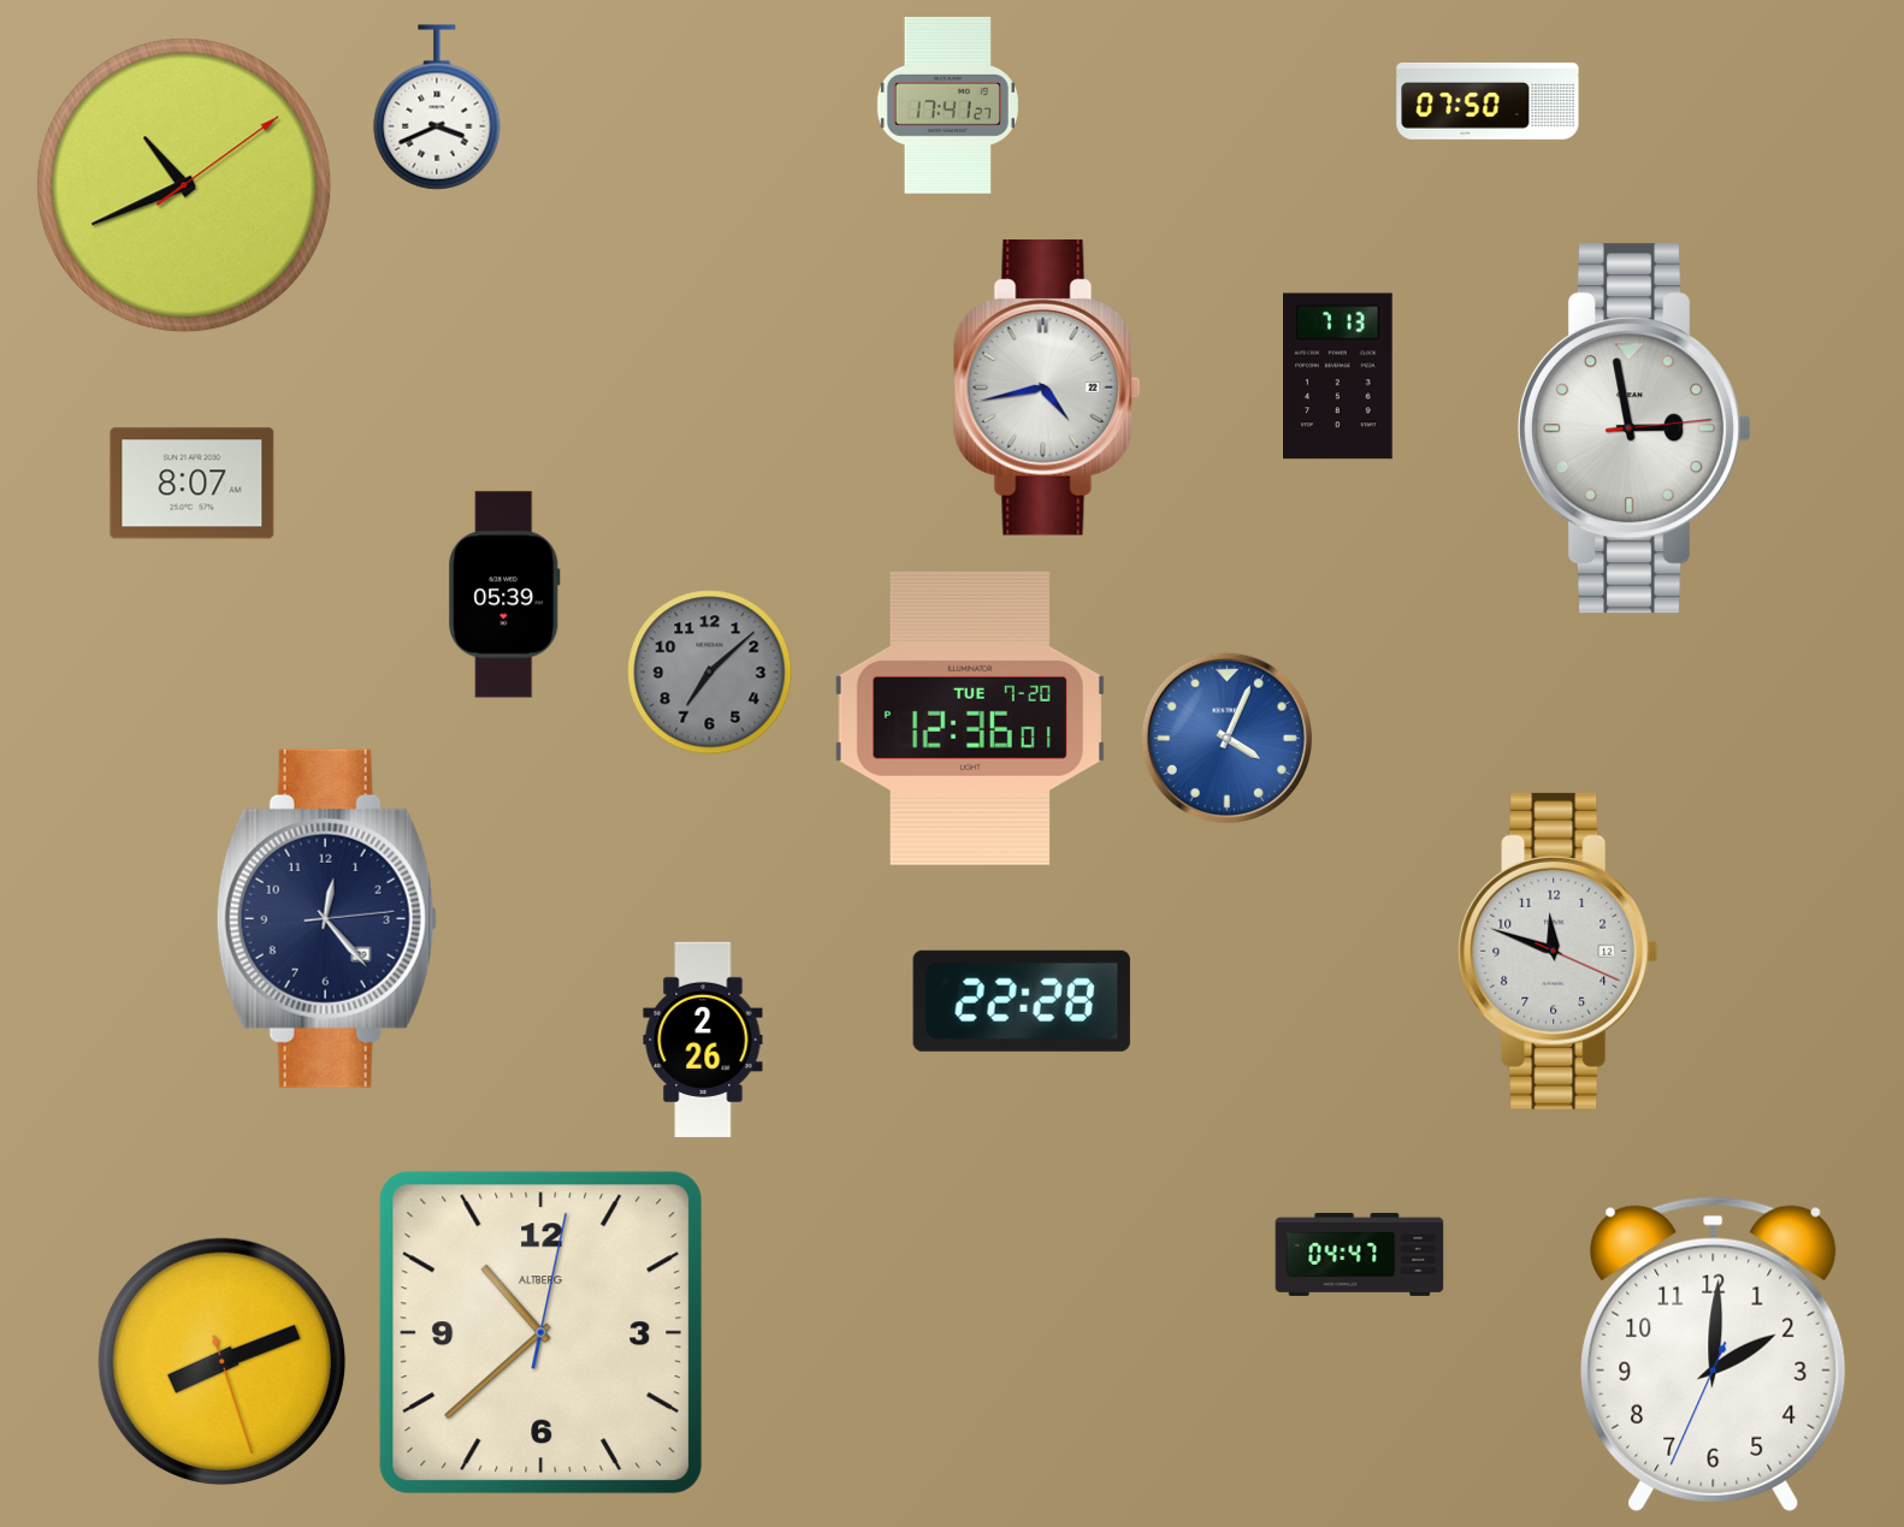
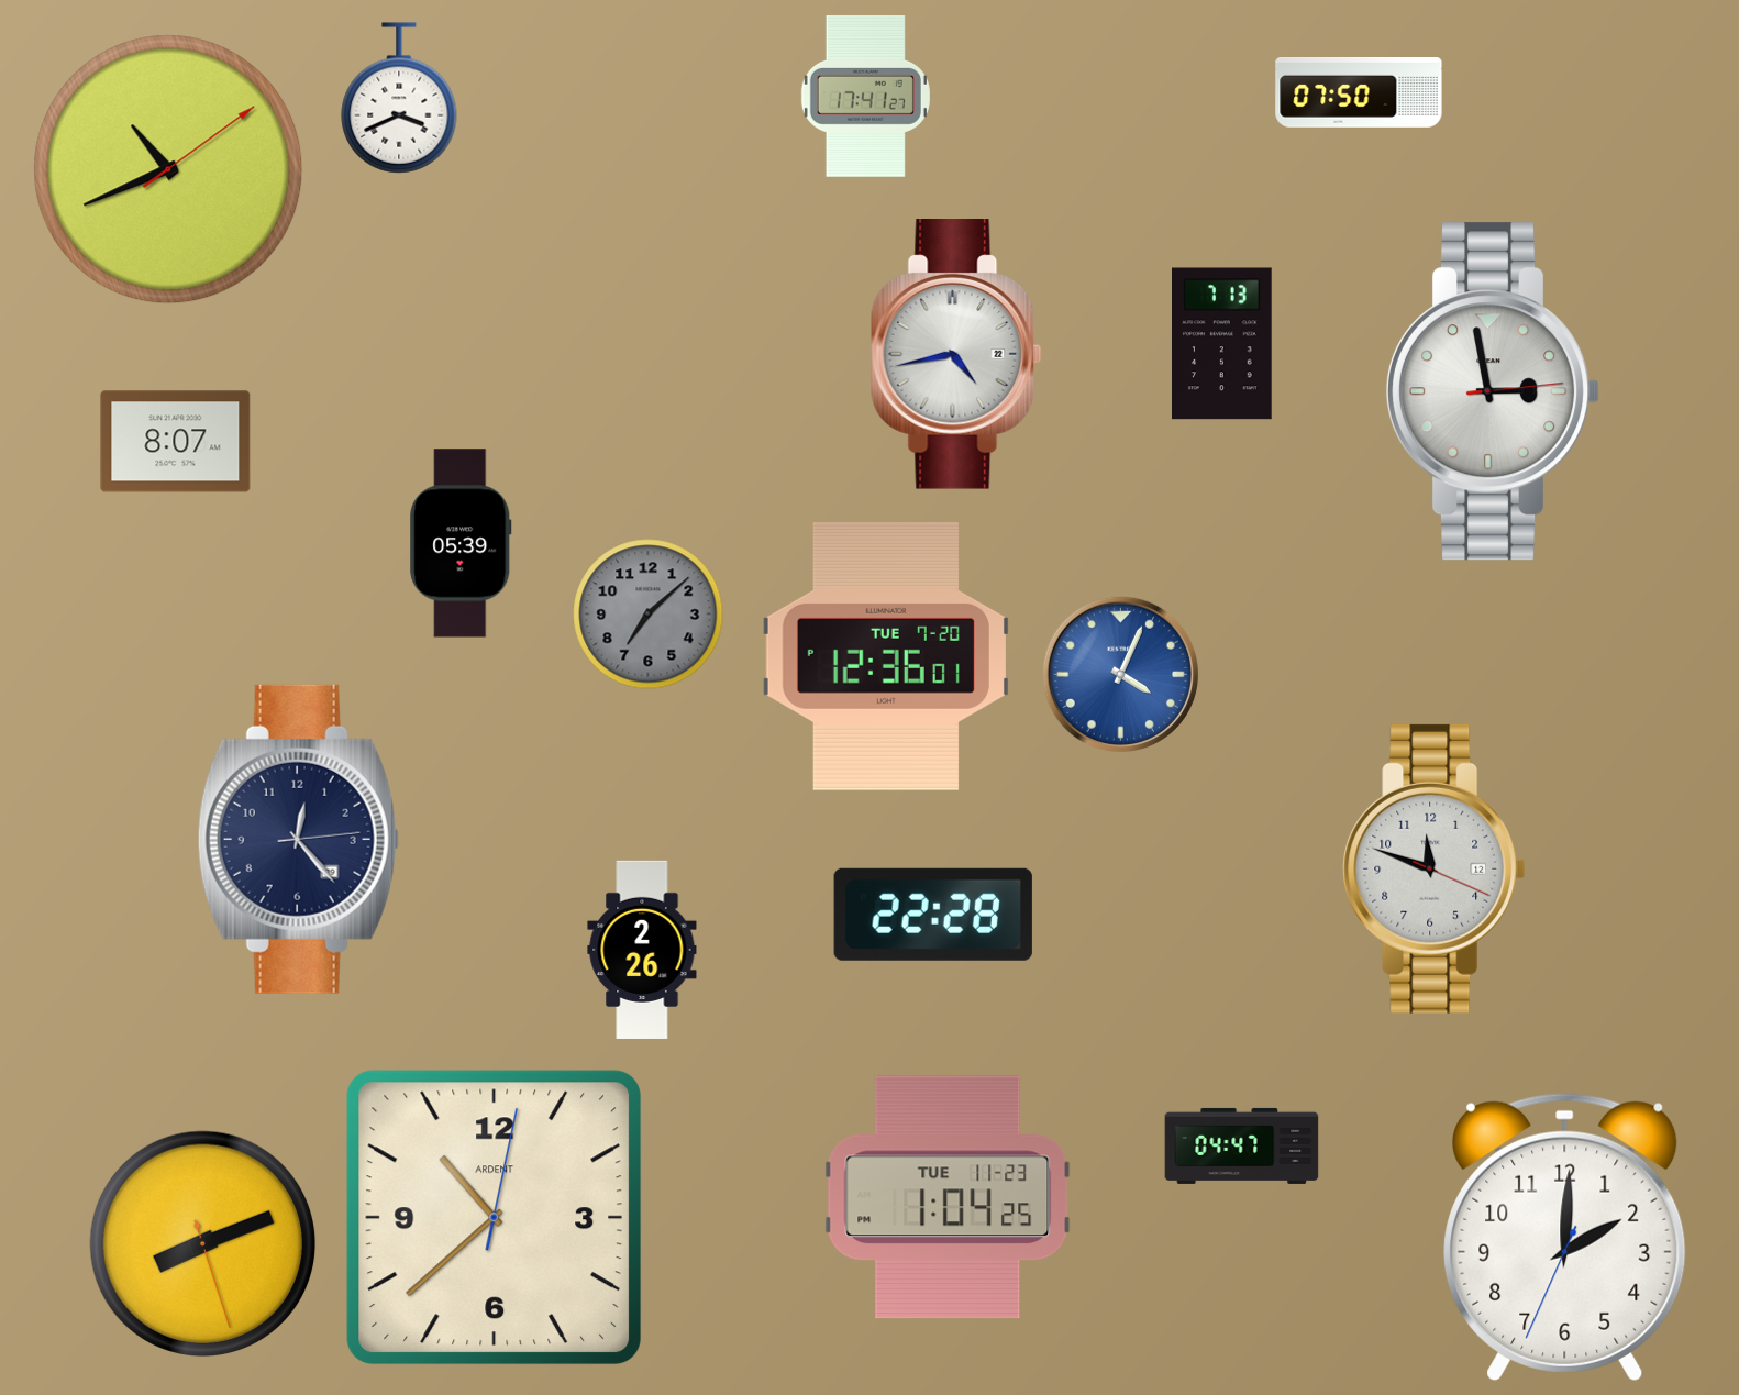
clock at (1559, 951) position: (1559, 951) -> (1435, 868)
clock at (948, 1197): none -> 1:04
clock at (540, 1332) brand: ALTBERG -> ARDENT
